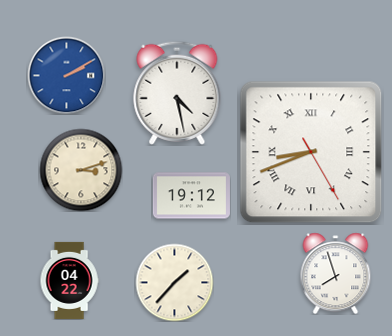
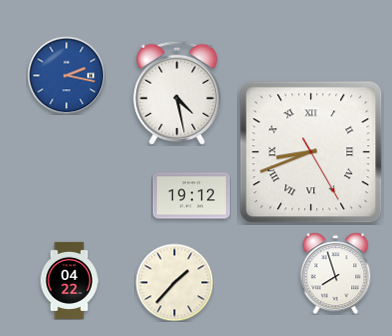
clock at (66, 75): 2:10 -> 2:17
clock at (81, 170): 3:12 -> none
